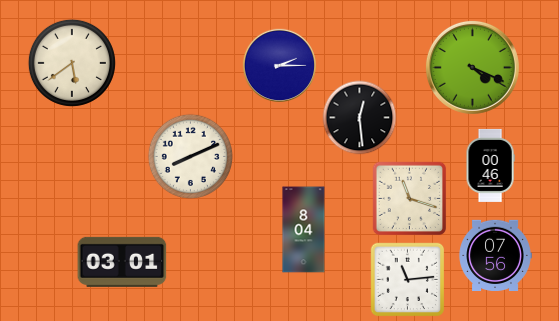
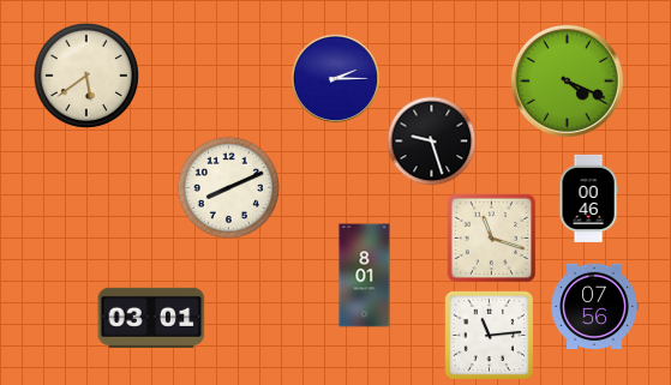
clock at (360, 118): 12:29 -> 9:27
clock at (304, 230): 8:04 -> 8:01
clock at (122, 262) position: (122, 262) -> (151, 318)
